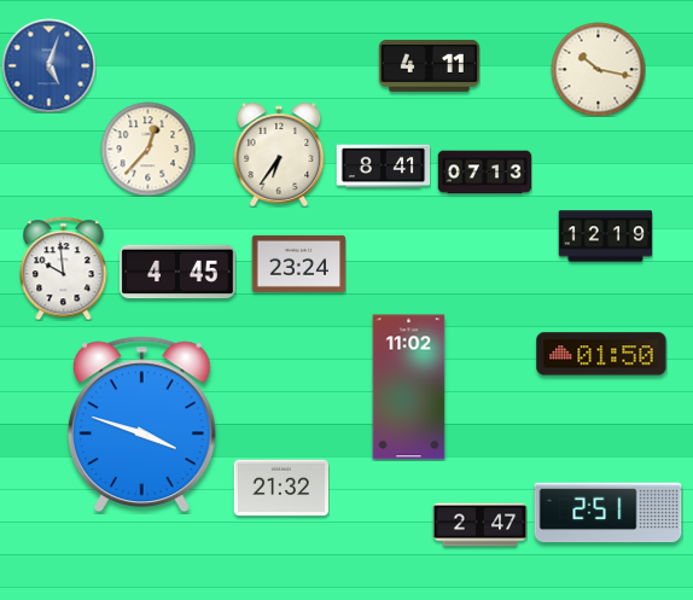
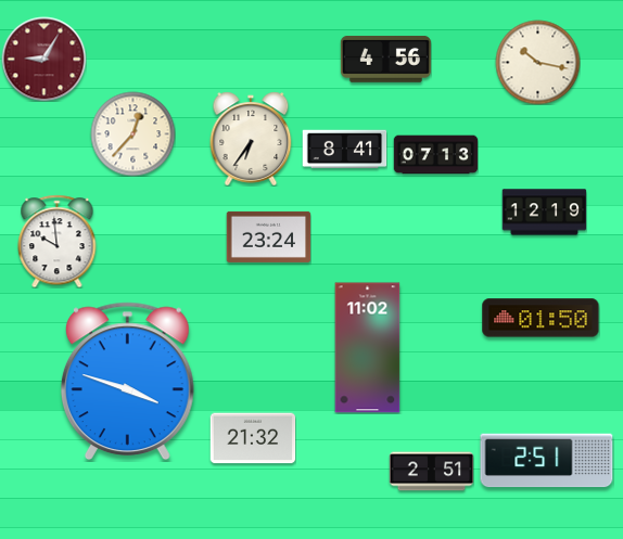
clock at (48, 65): 5:03 -> 9:05
clock at (48, 65) dial: blue -> burgundy
clock at (429, 65): 4:11 -> 4:56
clock at (177, 272): 4:45 -> none
clock at (479, 525): 2:47 -> 2:51
